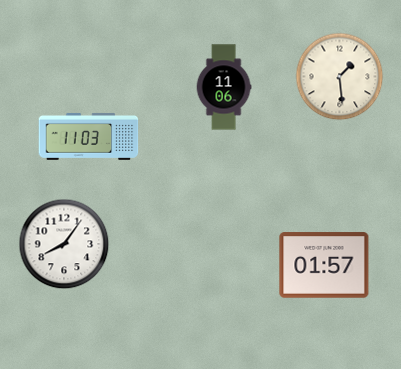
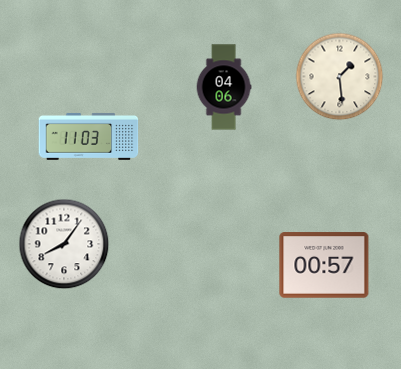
clock at (224, 87): 11:06 -> 04:06
clock at (324, 265): 01:57 -> 00:57
